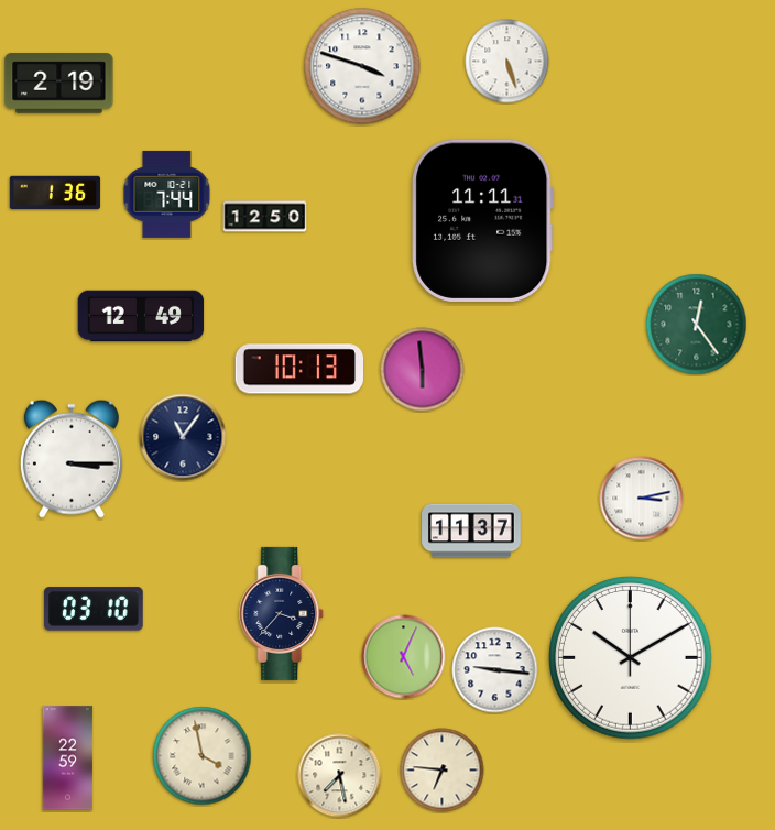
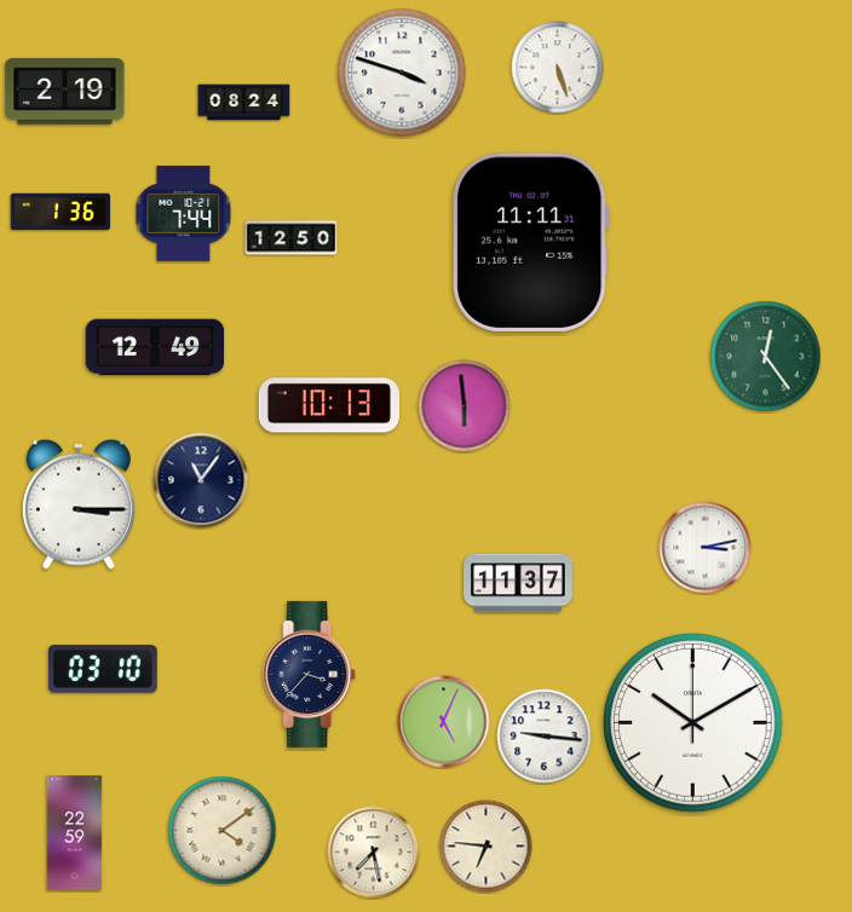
clock at (362, 66) position: (362, 66) -> (402, 73)
clock at (244, 103): none -> 08:24
clock at (203, 756): 3:58 -> 4:09
